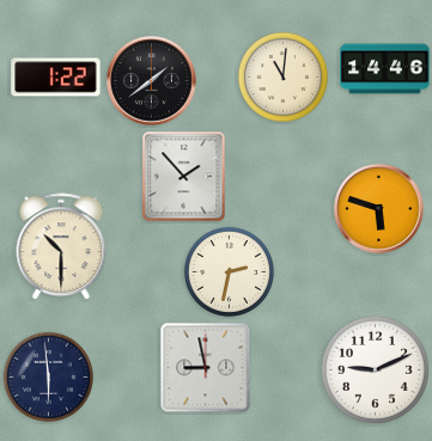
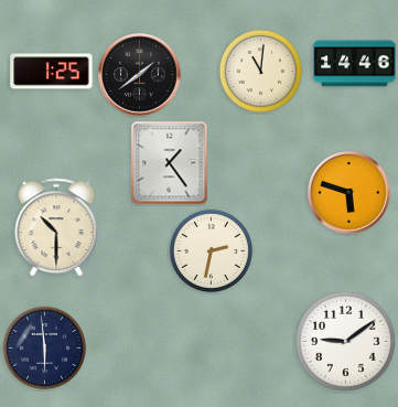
clock at (56, 78): 1:22 -> 1:25
clock at (184, 177): 1:53 -> 1:24
clock at (206, 368): 8:58 -> none
clock at (375, 369): 9:11 -> 9:09
